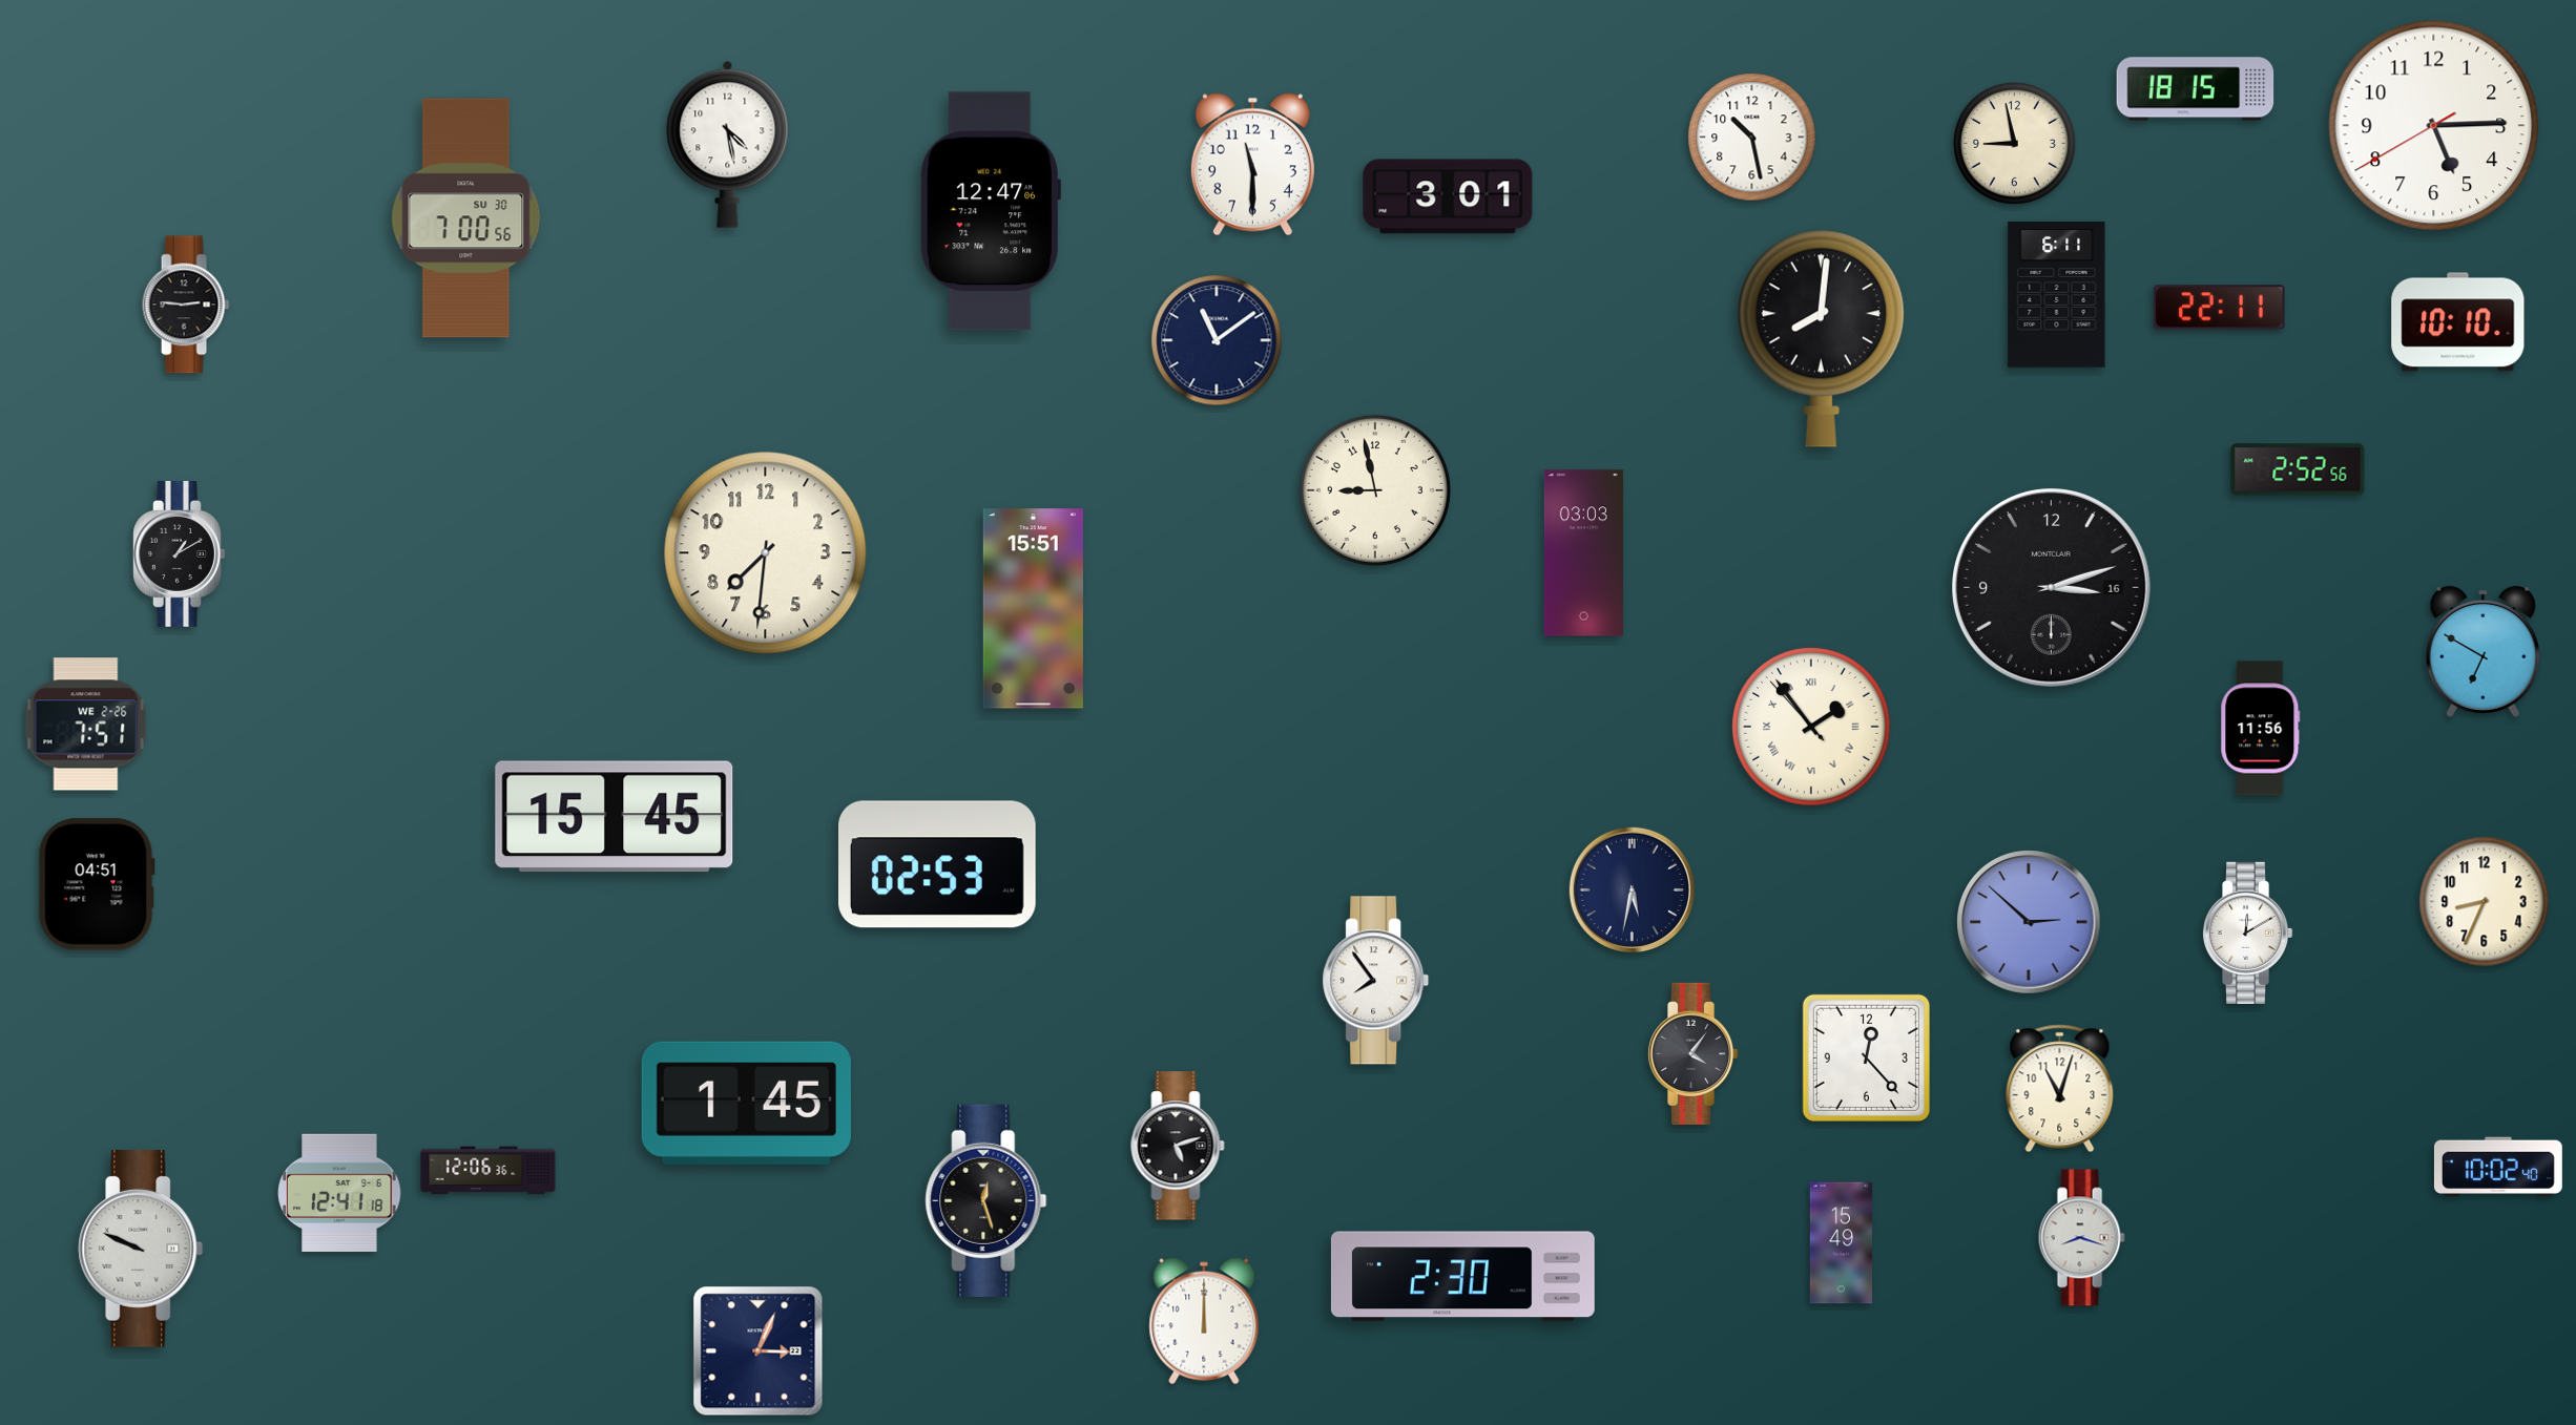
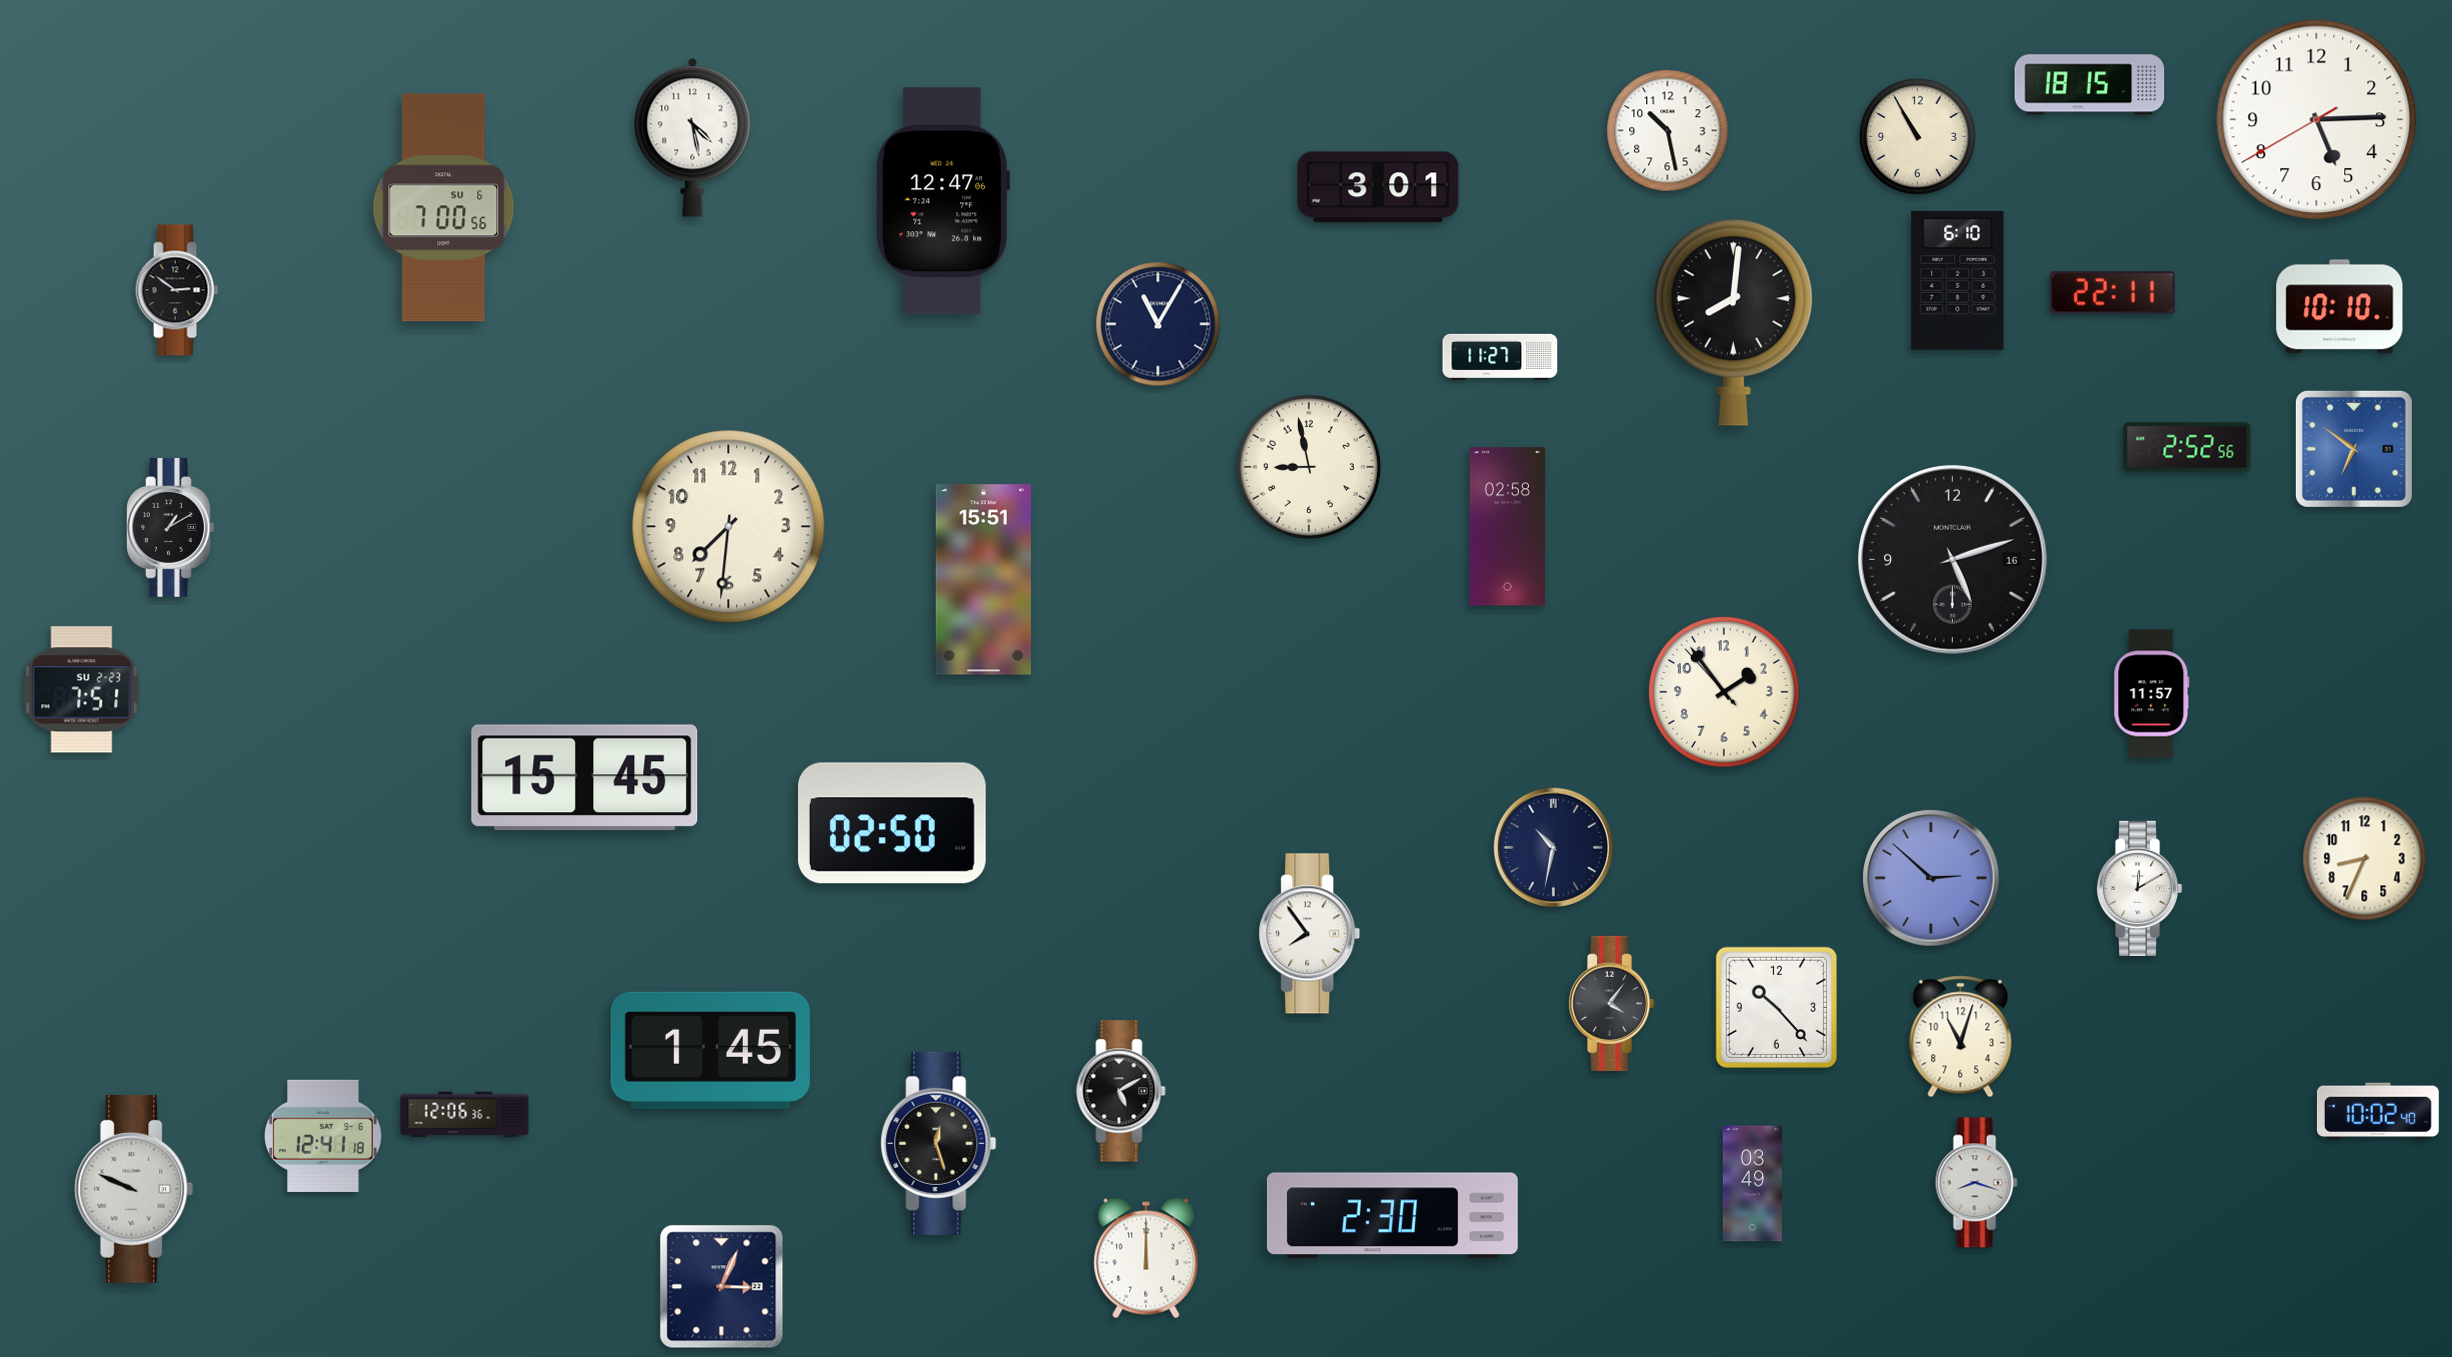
clock at (2014, 143): 8:58 -> 10:55
clock at (1252, 165): 11:30 -> none
clock at (466, 218) date: SU 30 -> SU 6
clock at (2057, 294): 6:11 -> 6:10
clock at (186, 305): 2:46 -> 2:51
clock at (1217, 340): 11:09 -> 11:05
clock at (1500, 357): none -> 11:27
clock at (2354, 449): none -> 6:51
clock at (1583, 553): 03:03 -> 02:58
clock at (2052, 588): 3:12 -> 5:12
clock at (2482, 651): 6:50 -> none
clock at (86, 725) date: WE 2-26 -> SU 2-23
clock at (1812, 728) numerals: Roman -> Arabic
clock at (2261, 729): 11:56 -> 11:57
clock at (938, 864): 02:53 -> 02:50
clock at (97, 884): 04:51 -> none
clock at (1632, 889): 5:32 -> 10:32
clock at (1866, 1057): 12:23 -> 10:23
clock at (1178, 1146): 5:12 -> 5:10
clock at (2081, 1238) position: (2081, 1238) -> (1976, 1183)
clock at (1841, 1243): 15:49 -> 03:49
